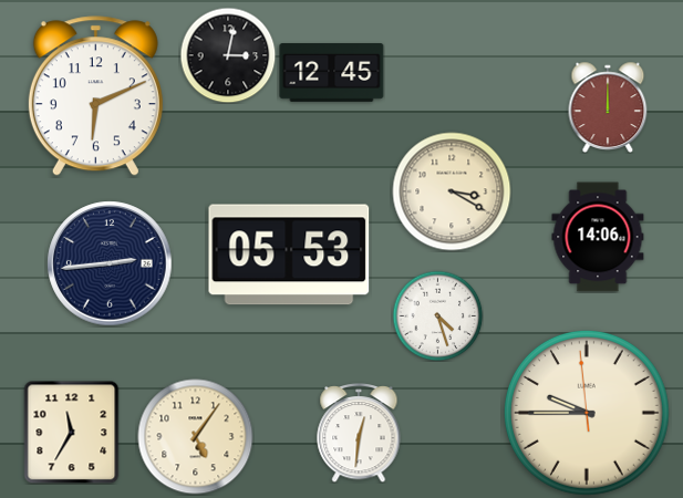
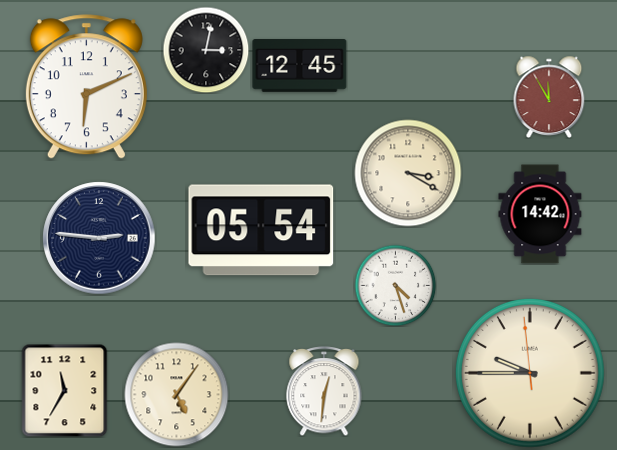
clock at (608, 107): 12:00 -> 11:55
clock at (598, 237): 14:06 -> 14:42
clock at (289, 255): 05:53 -> 05:54
clock at (110, 263): 2:44 -> 2:46
